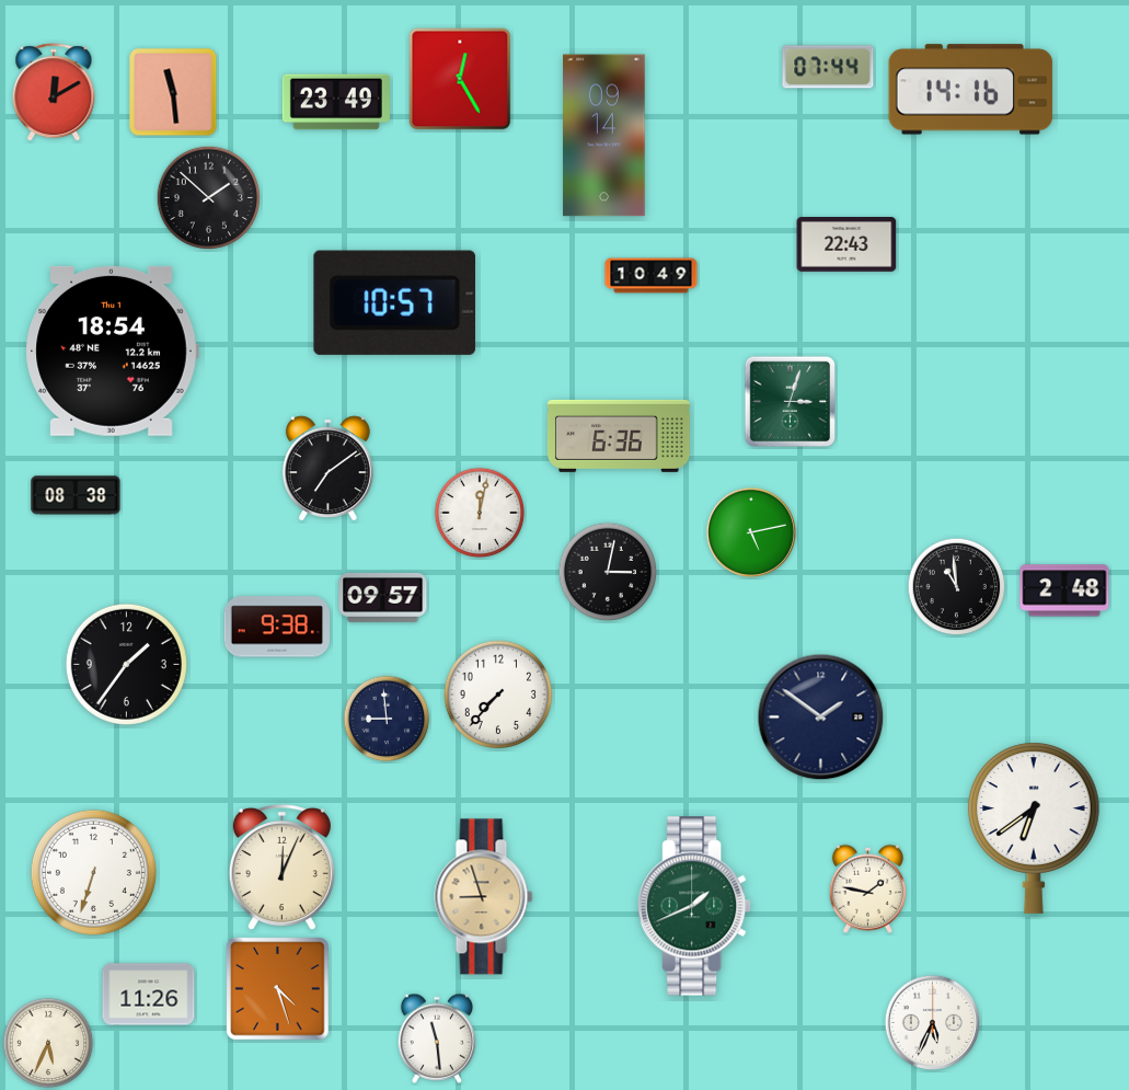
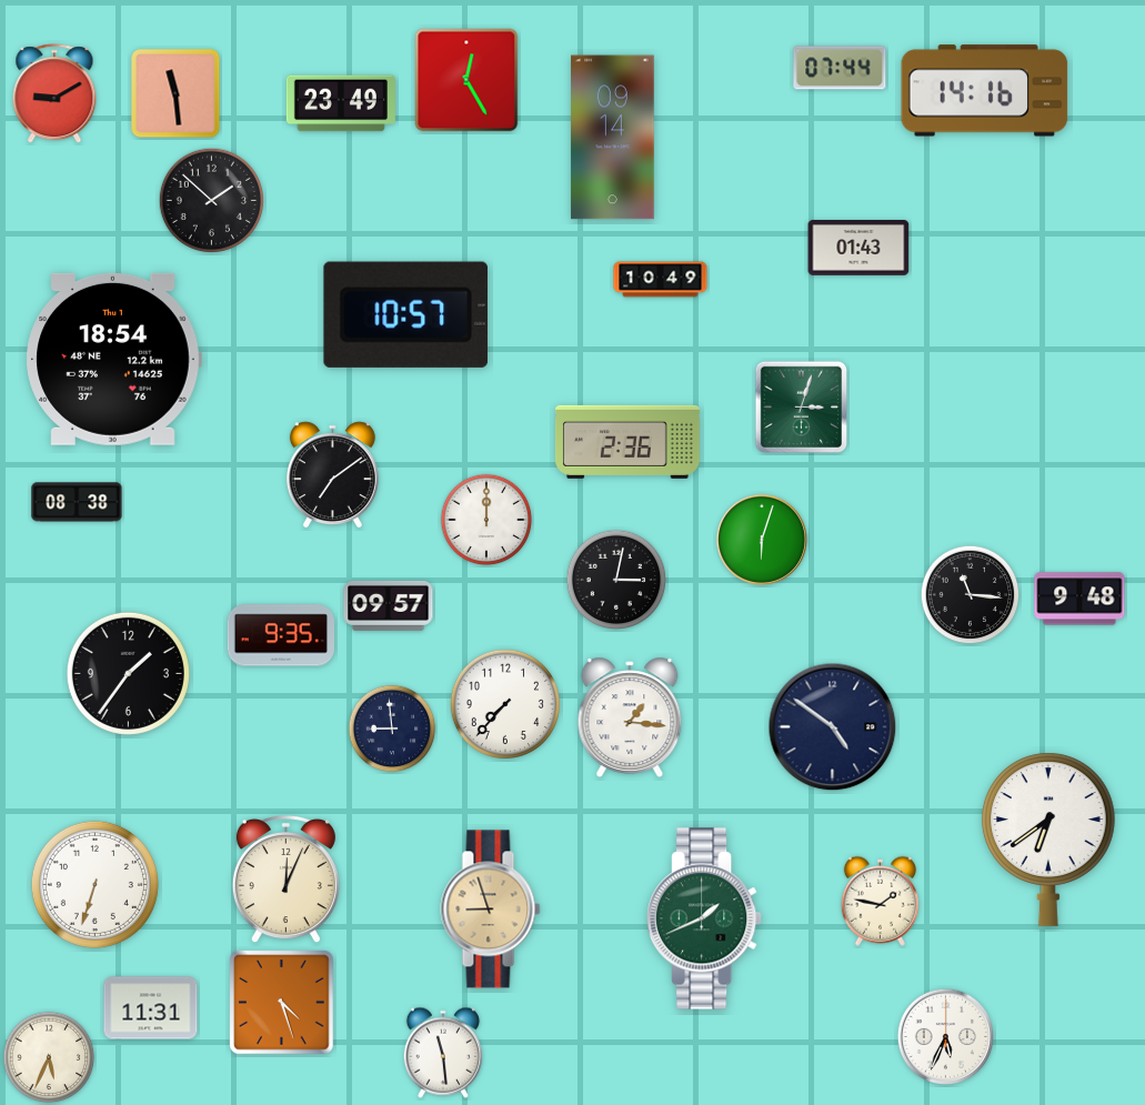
clock at (54, 93): 12:10 -> 9:10
clock at (846, 245): 22:43 -> 01:43
clock at (394, 302) position: (394, 302) -> (405, 314)
clock at (112, 351) position: (112, 351) -> (113, 359)
clock at (619, 436): 6:36 -> 2:36
clock at (480, 513): 12:02 -> 12:00
clock at (751, 532): 5:13 -> 6:03
clock at (957, 587): 10:59 -> 11:16
clock at (1064, 590): 2:48 -> 9:48
clock at (276, 627): 9:38 -> 9:35
clock at (630, 717): none -> 1:16
clock at (821, 718): 1:51 -> 4:51
clock at (149, 995): 11:26 -> 11:31
